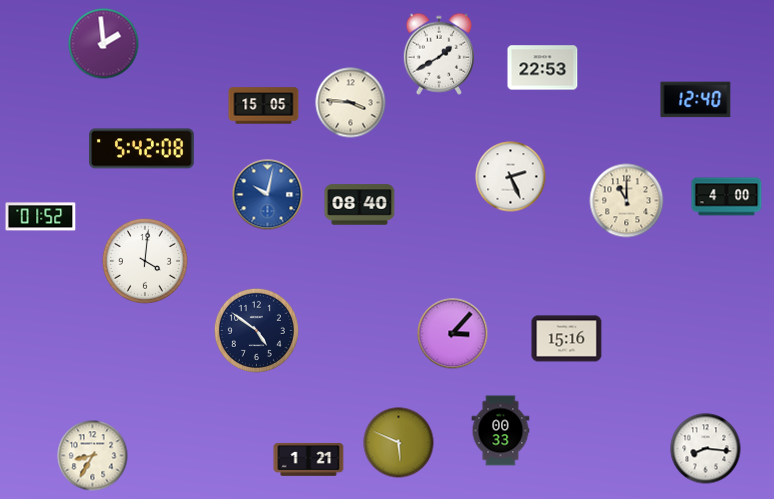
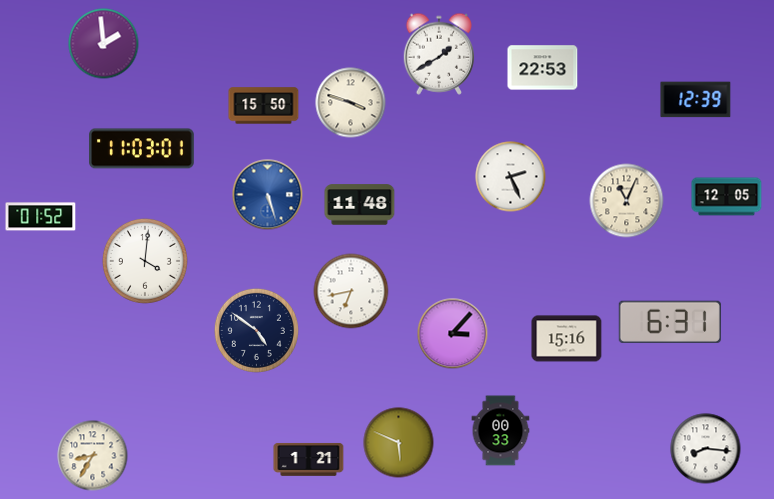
clock at (696, 100): 12:40 -> 12:39
clock at (351, 103): 3:46 -> 3:48
clock at (264, 106): 15:05 -> 15:50
clock at (142, 149): 5:42 -> 11:03
clock at (268, 195): 10:02 -> 5:27
clock at (727, 197): 4:00 -> 12:05
clock at (627, 201): 11:00 -> 11:04
clock at (360, 205): 08:40 -> 11:48
clock at (351, 291): none -> 6:43
clock at (670, 322): none -> 6:31
